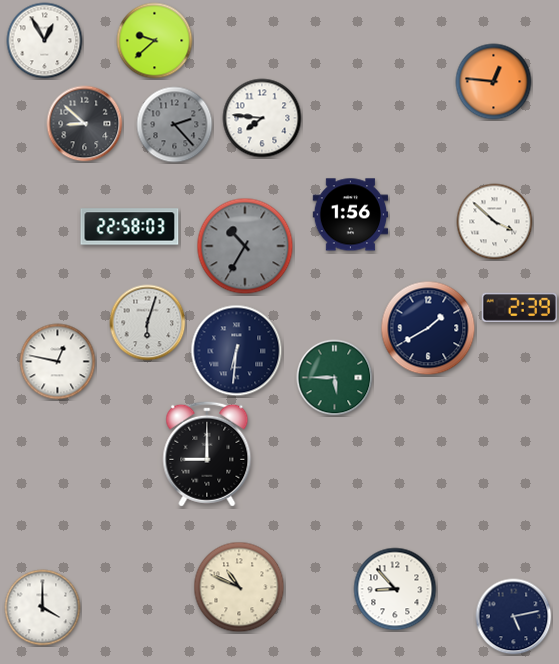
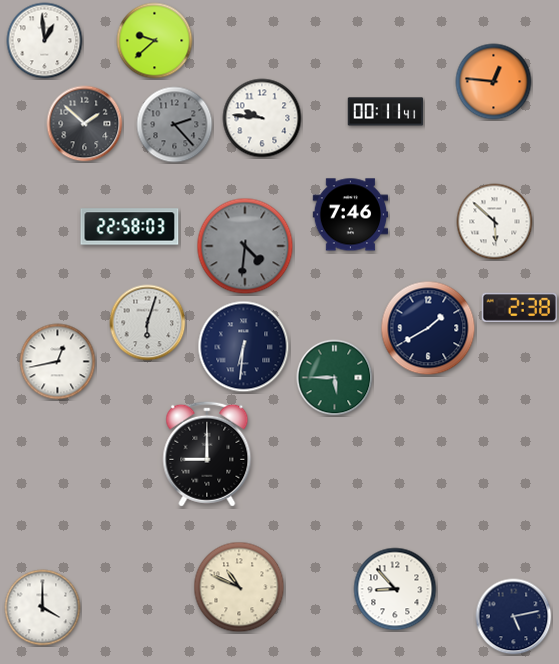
clock at (45, 41): 12:55 -> 12:59
clock at (386, 112): none -> 00:11
clock at (262, 118): 7:46 -> 9:46
clock at (85, 124): 8:52 -> 1:52
clock at (351, 215): 1:56 -> 7:46
clock at (495, 222): 3:52 -> 5:52
clock at (245, 246): 10:35 -> 4:31
clock at (519, 307): 2:39 -> 2:38
clock at (237, 351) position: (237, 351) -> (244, 347)
clock at (58, 362): 12:47 -> 12:43
